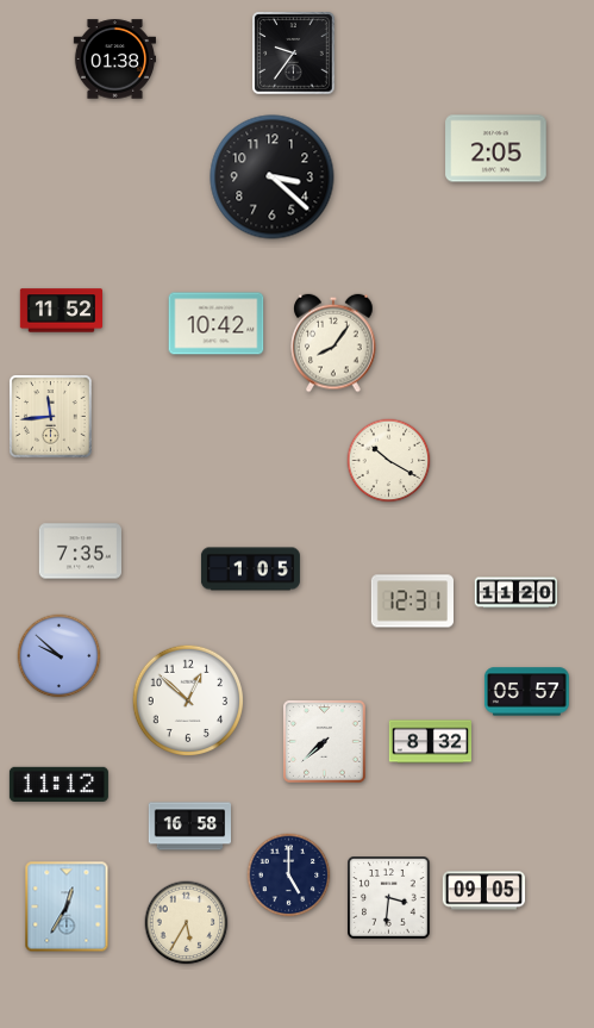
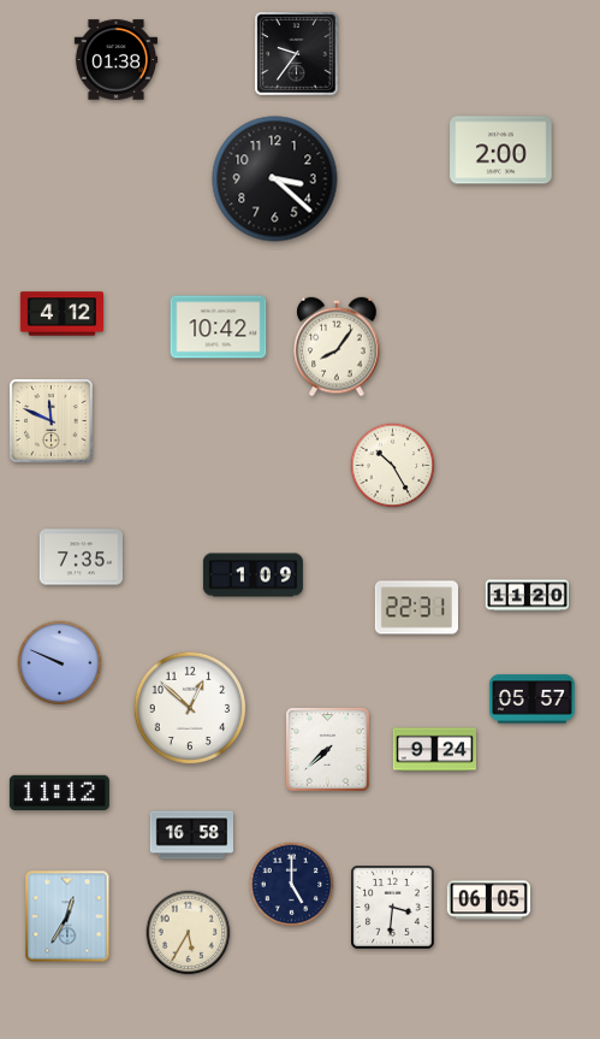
clock at (496, 149): 2:05 -> 2:00
clock at (61, 311): 11:52 -> 4:12
clock at (51, 417): 11:44 -> 11:49
clock at (389, 461): 10:20 -> 10:25
clock at (250, 569): 1:05 -> 1:09
clock at (515, 593) position: (515, 593) -> (527, 596)
clock at (412, 602): 12:31 -> 22:31
clock at (60, 656): 9:52 -> 9:49
clock at (430, 742): 8:32 -> 9:24
clock at (483, 891): 09:05 -> 06:05
